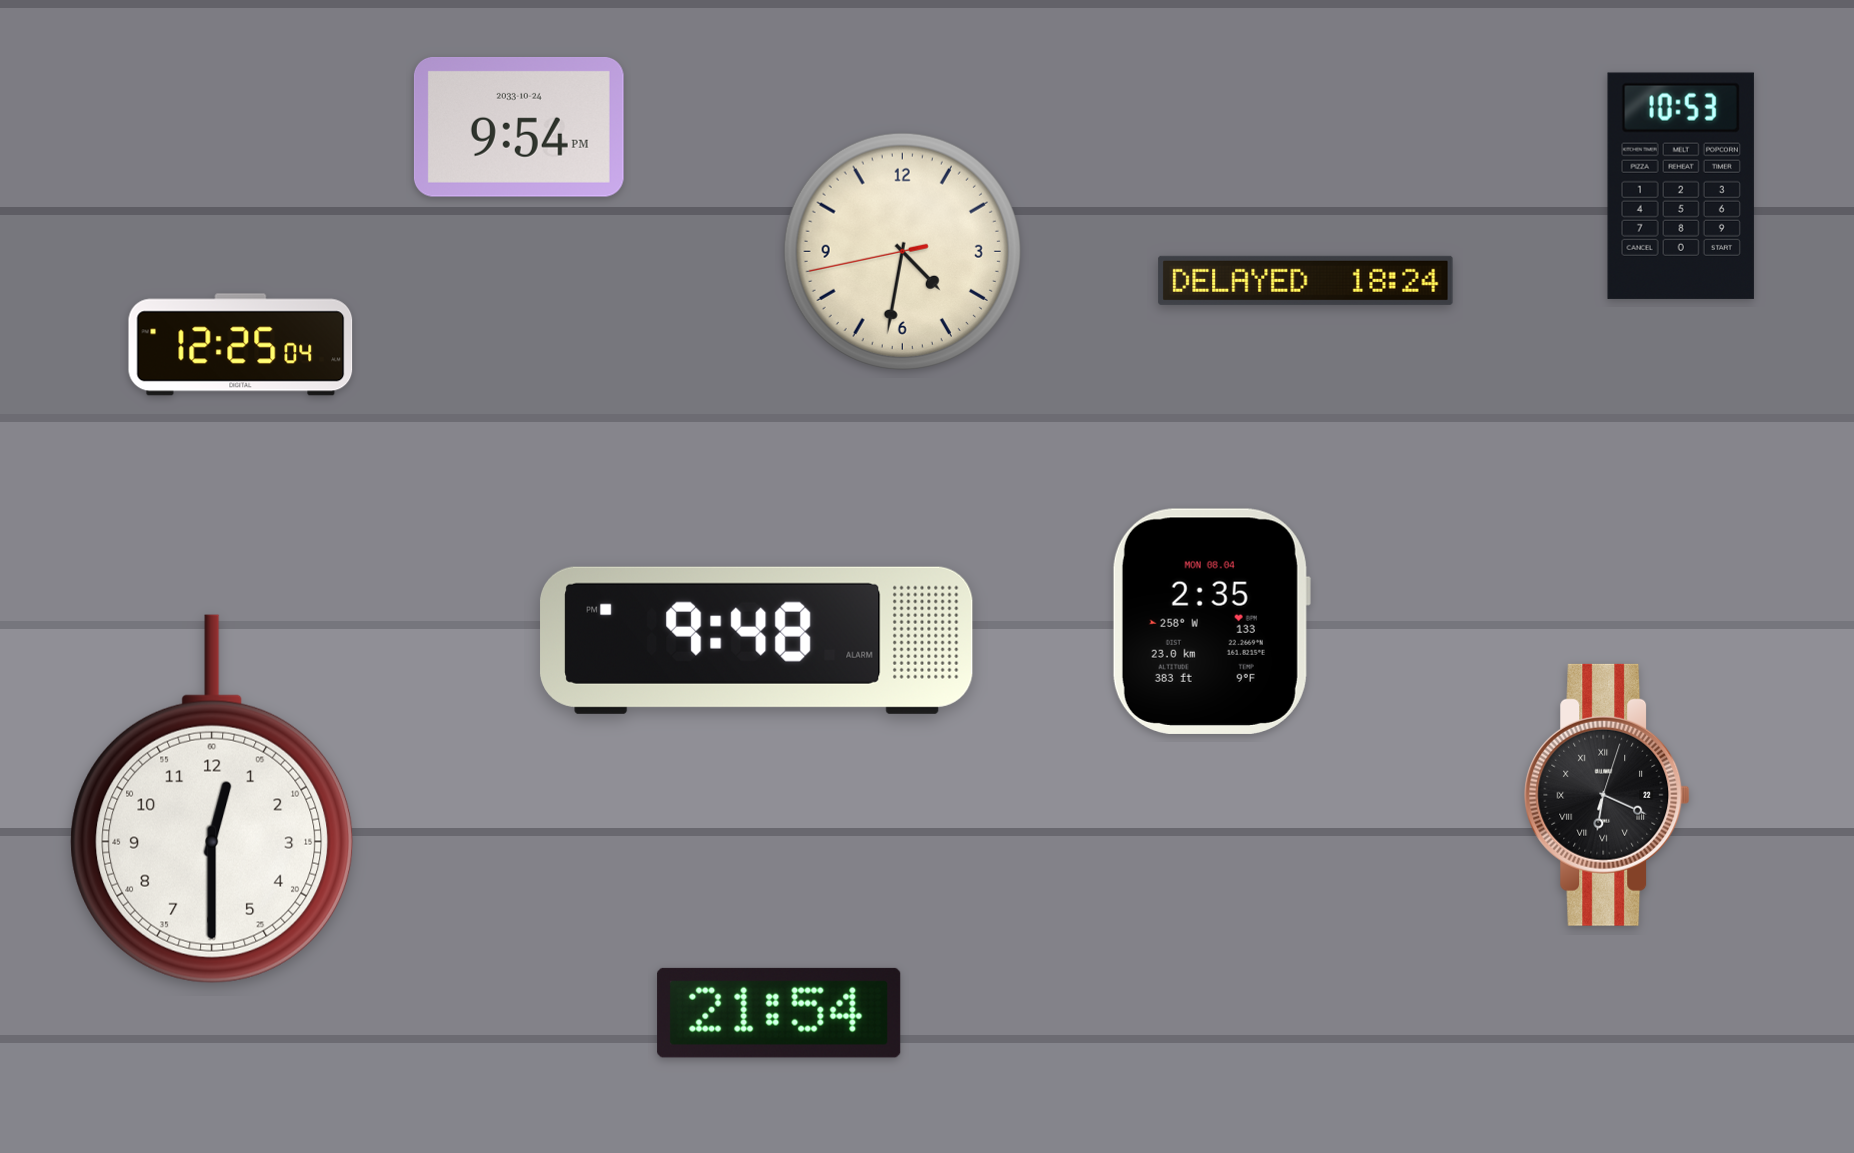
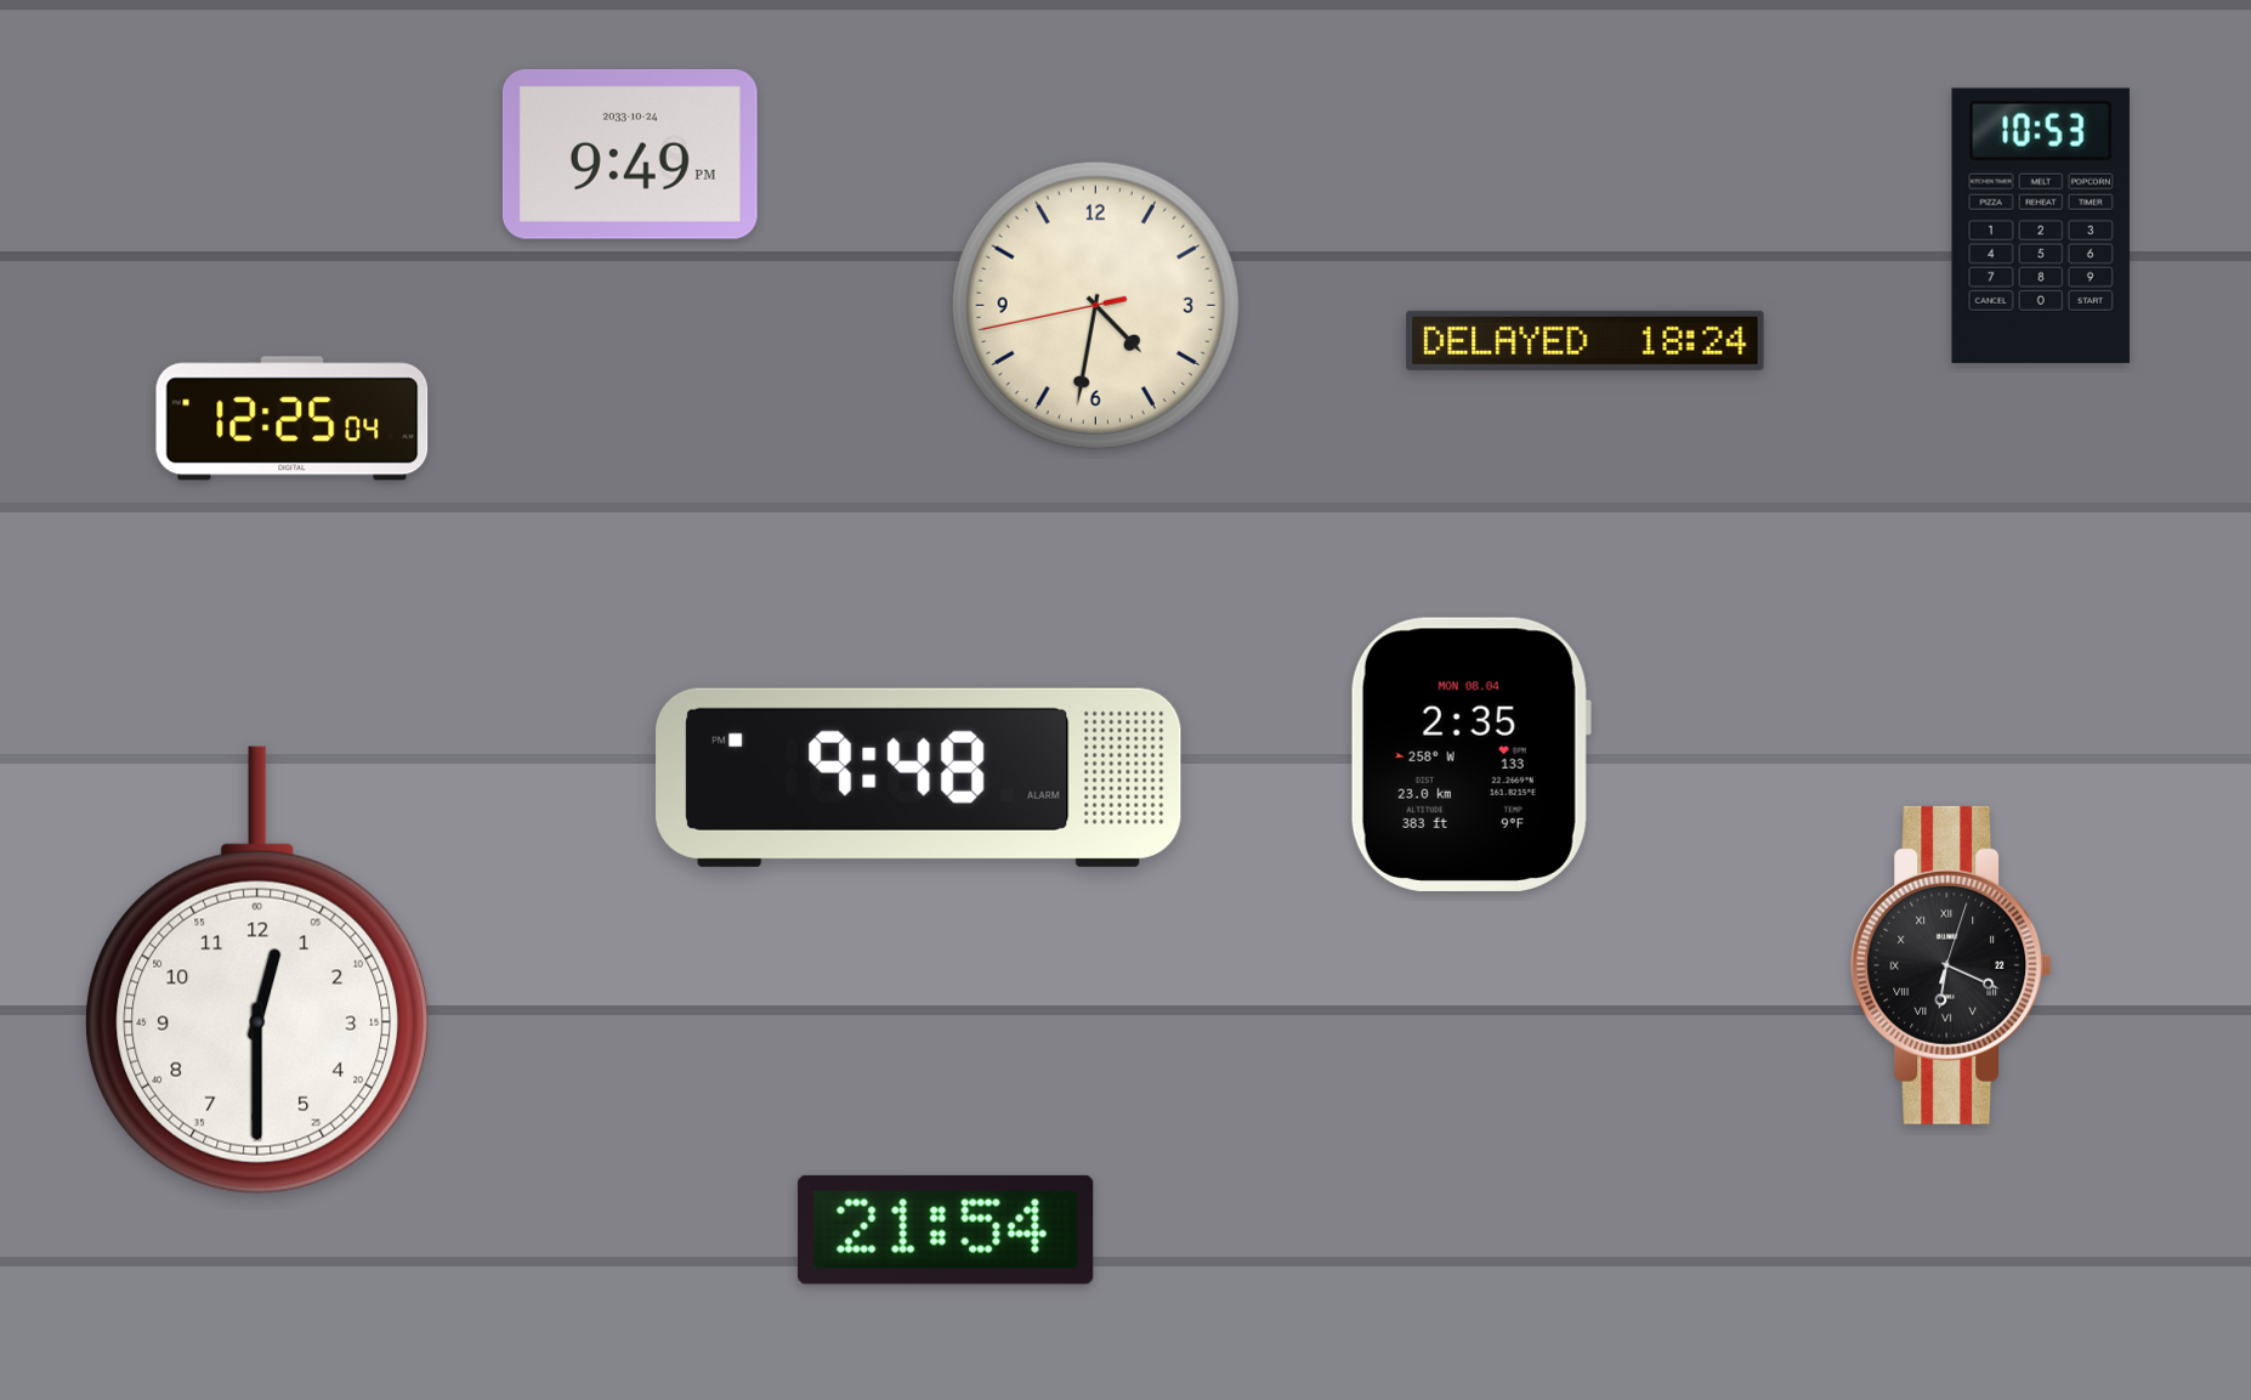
clock at (519, 127): 9:54 -> 9:49
